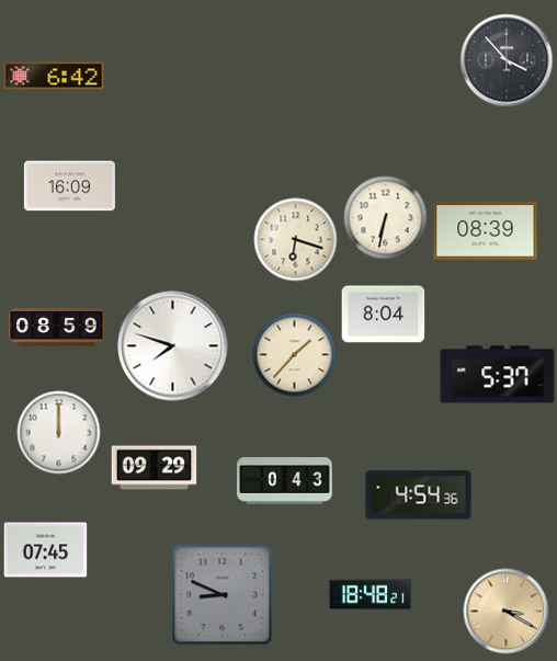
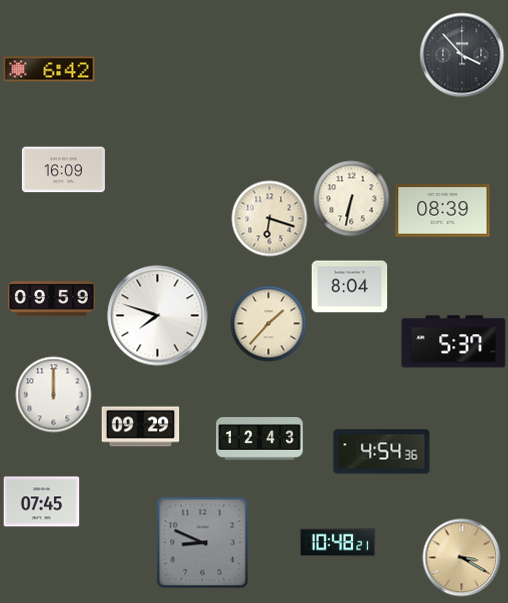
clock at (57, 328): 08:59 -> 09:59
clock at (285, 481): 0:43 -> 12:43
clock at (371, 595): 18:48 -> 10:48
